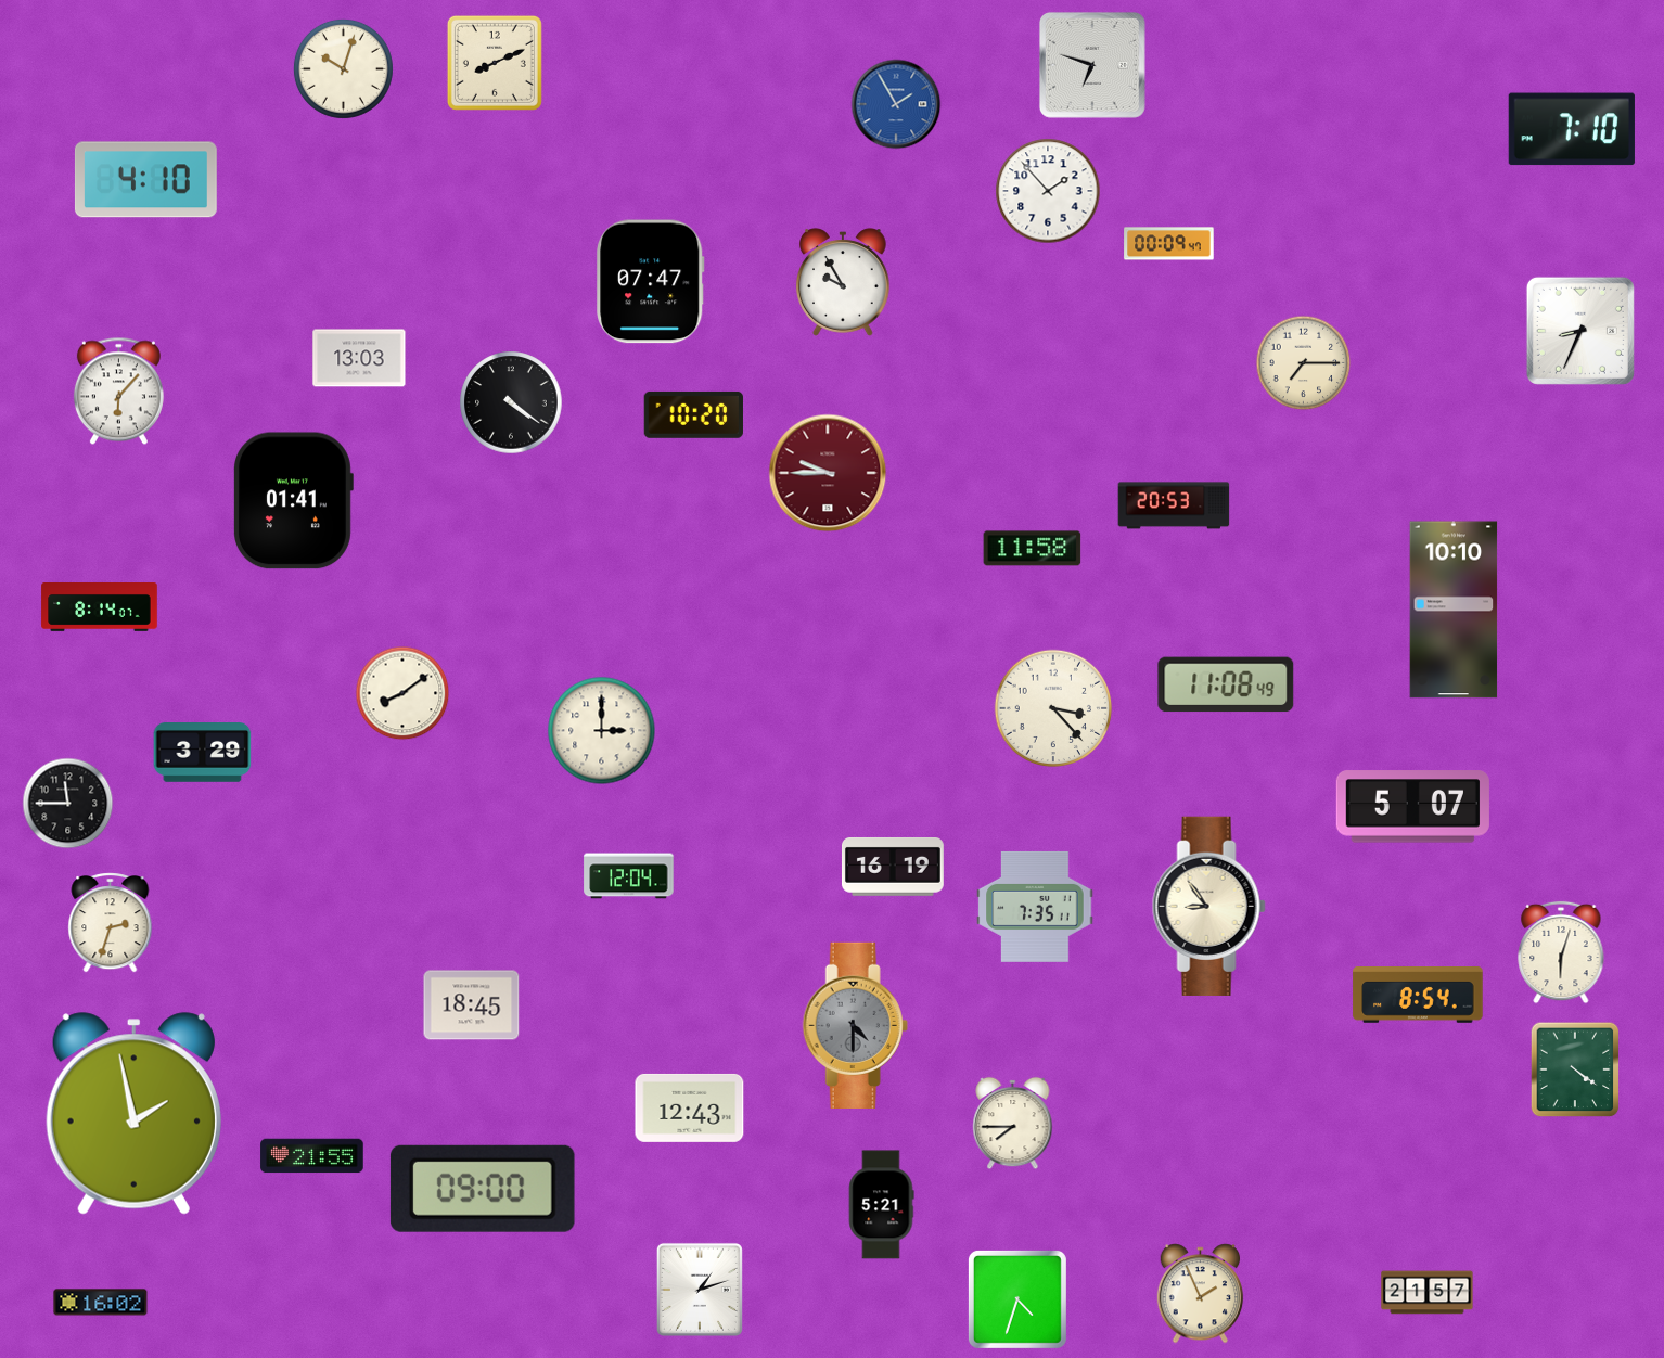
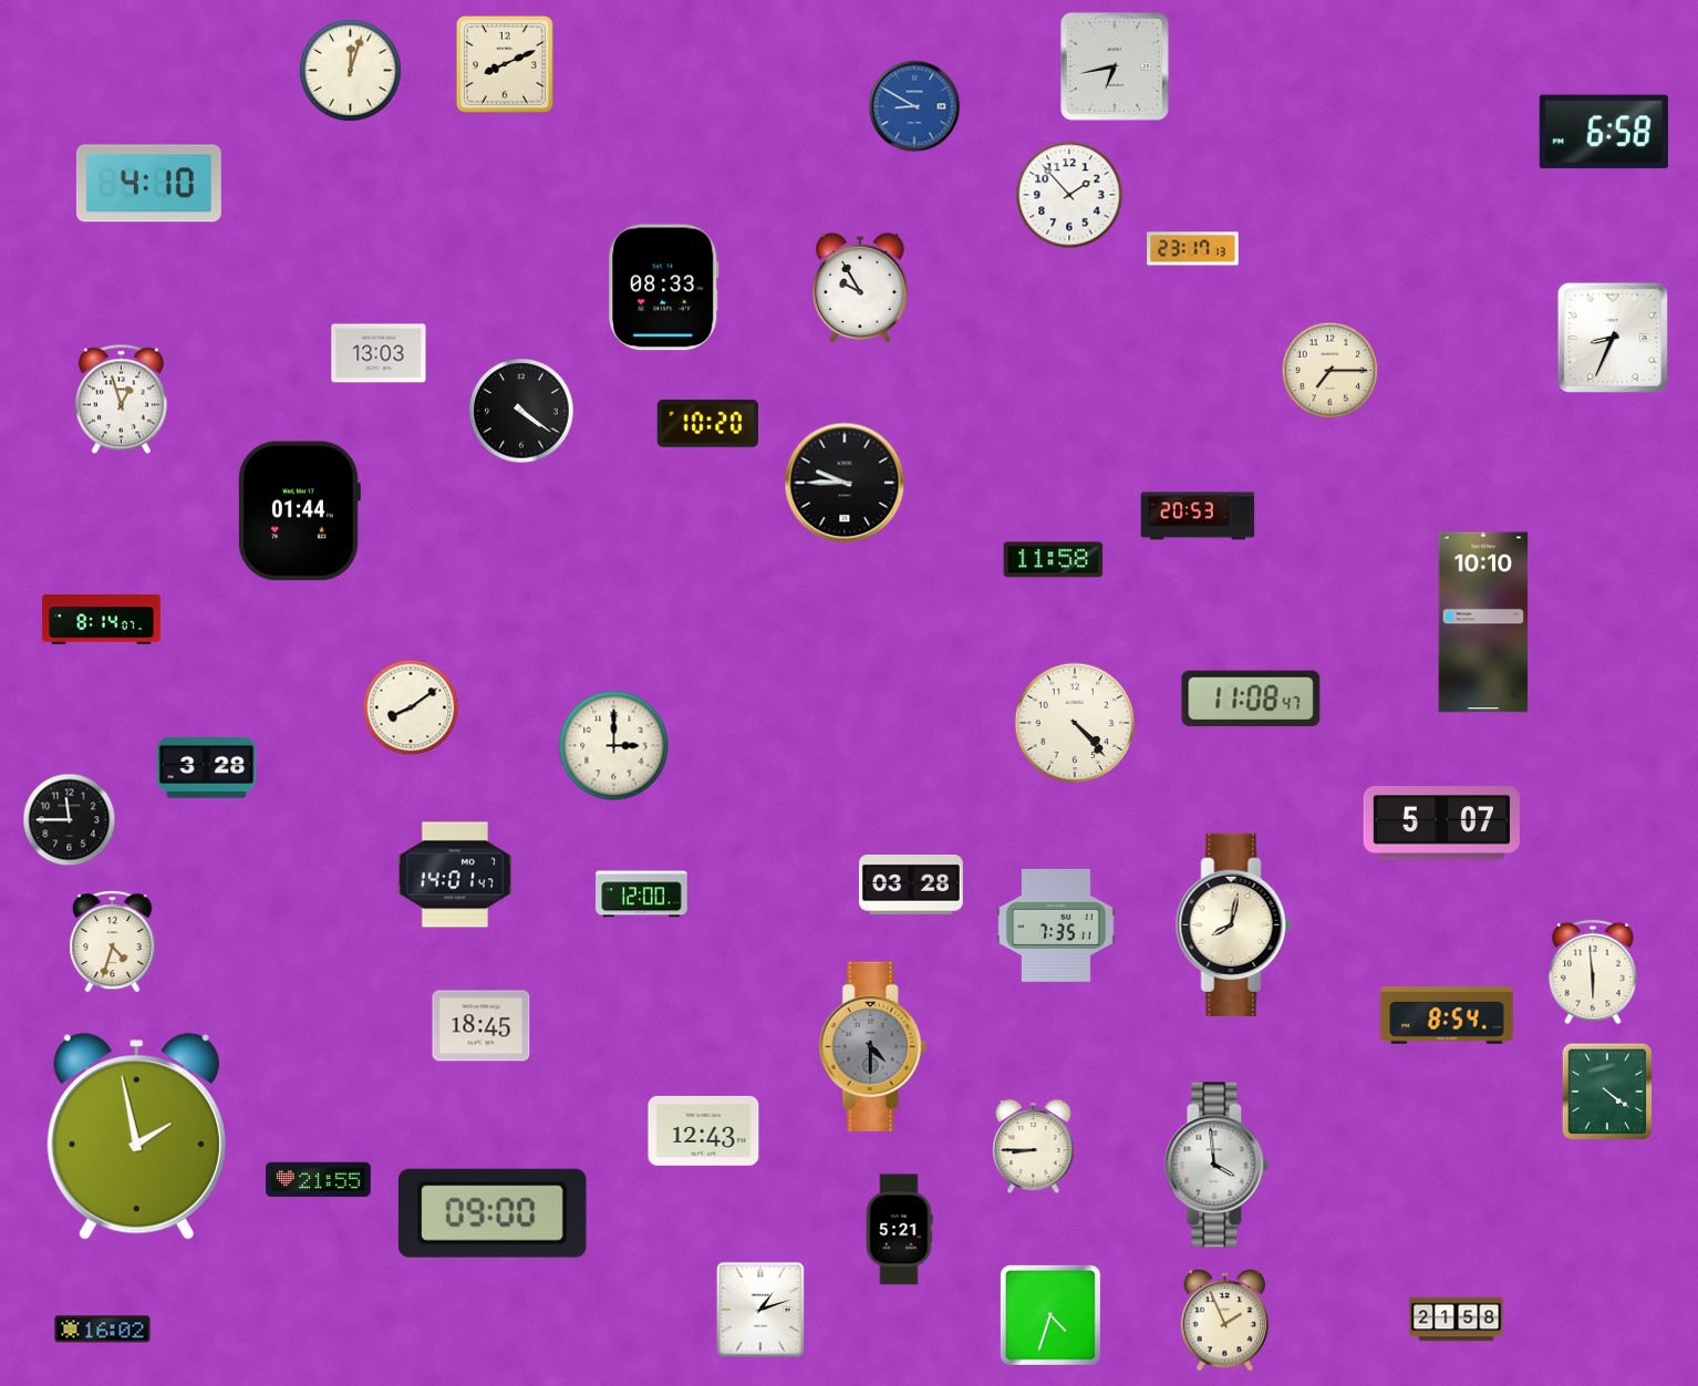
clock at (1092, 65): 6:48 -> 6:43
clock at (343, 68): 10:03 -> 12:03
clock at (896, 104): 1:55 -> 8:50
clock at (1572, 129): 7:10 -> 6:58
clock at (1169, 244): 00:09 -> 23:17
clock at (651, 282): 07:47 -> 08:33
clock at (359, 358) position: (359, 358) -> (379, 353)
clock at (118, 392): 6:07 -> 12:57
clock at (828, 473) dial: burgundy -> black
clock at (293, 501): 01:41 -> 01:44
clock at (1226, 684): 11:08:49 -> 11:08:47
clock at (1053, 708): 3:23 -> 4:23
clock at (203, 753): 3:29 -> 3:28
clock at (455, 875): none -> 14:01
clock at (893, 867): 16:19 -> 03:28
clock at (629, 876): 12:04 -> 12:00
clock at (1208, 906): 8:54 -> 8:02
clock at (111, 923): 2:33 -> 4:33
clock at (1561, 952): 6:03 -> 5:59
clock at (1013, 1124): 7:45 -> 8:45
clock at (1216, 1165): none -> 3:59
clock at (700, 1290) position: (700, 1290) -> (760, 1310)
clock at (1428, 1293): 21:57 -> 21:58
clock at (1017, 1299) position: (1017, 1299) -> (1050, 1315)
